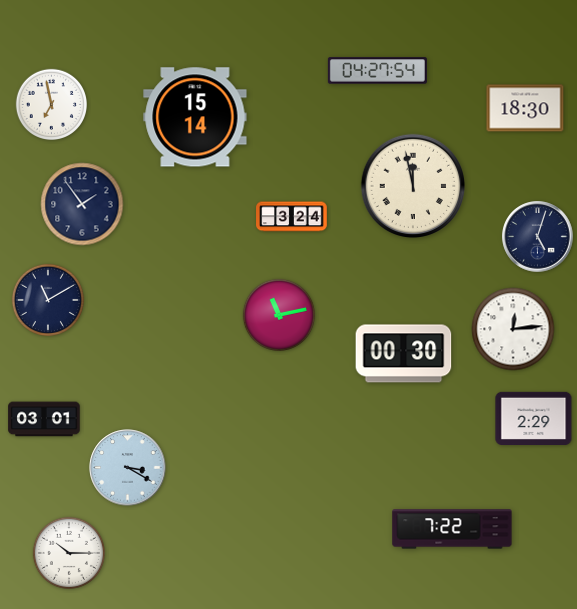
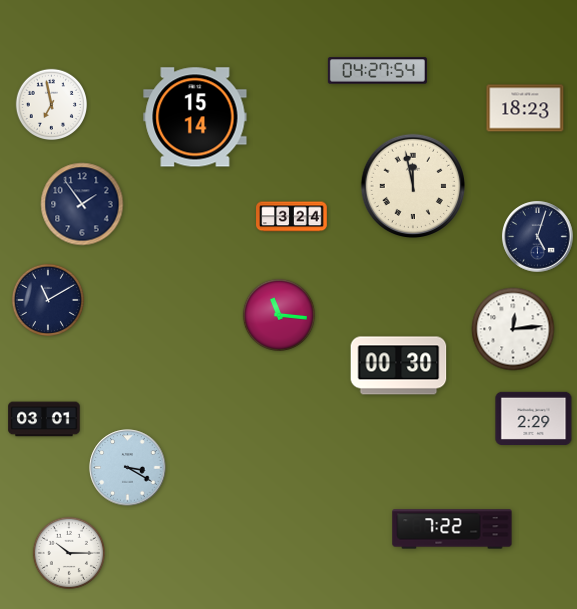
clock at (525, 108): 18:30 -> 18:23
clock at (279, 315): 11:13 -> 11:16
clock at (404, 354) position: (404, 354) -> (399, 366)
